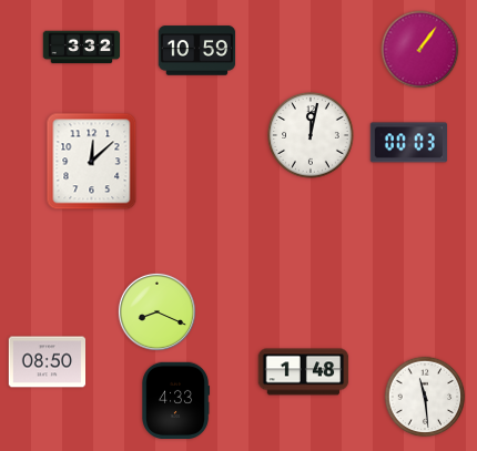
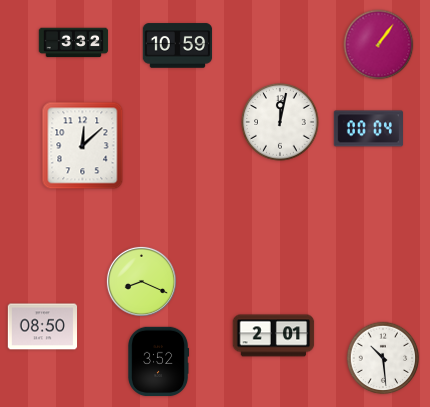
clock at (409, 143): 00:03 -> 00:04
clock at (304, 372): 1:48 -> 2:01
clock at (425, 397): 11:29 -> 10:29
clock at (176, 401): 4:33 -> 3:52
